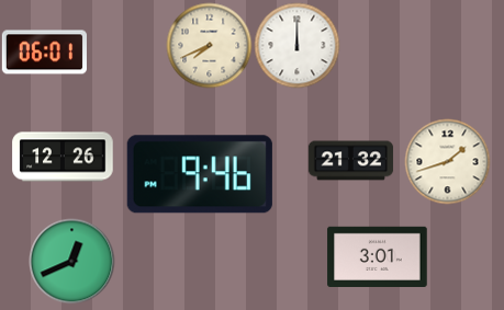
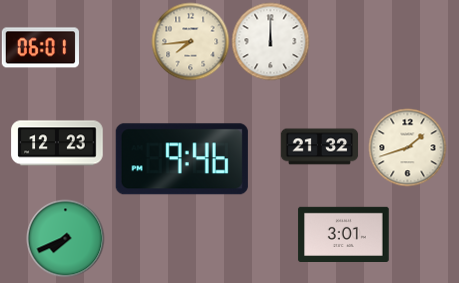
clock at (209, 45): 7:41 -> 7:44
clock at (63, 157): 12:26 -> 12:23
clock at (71, 261): 12:41 -> 7:41
